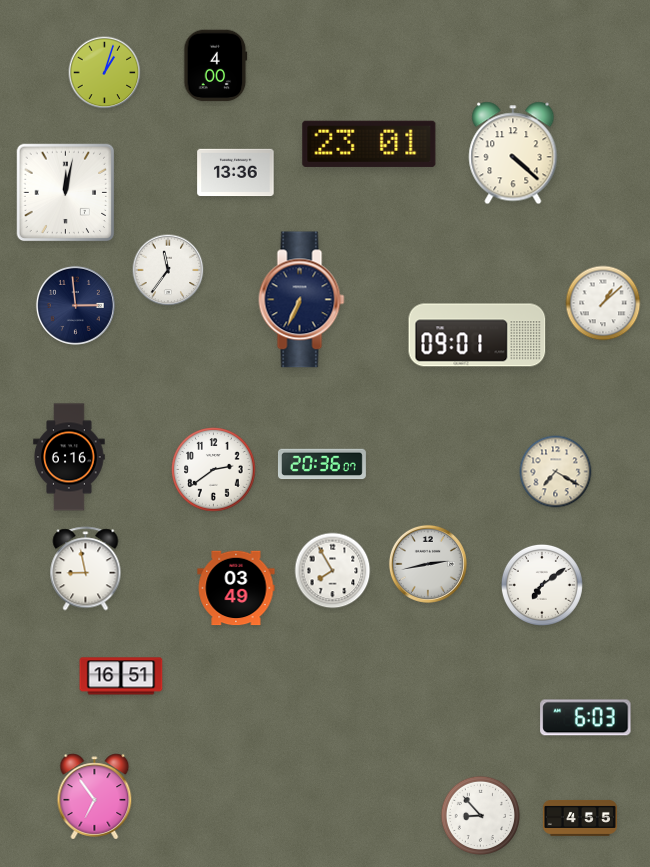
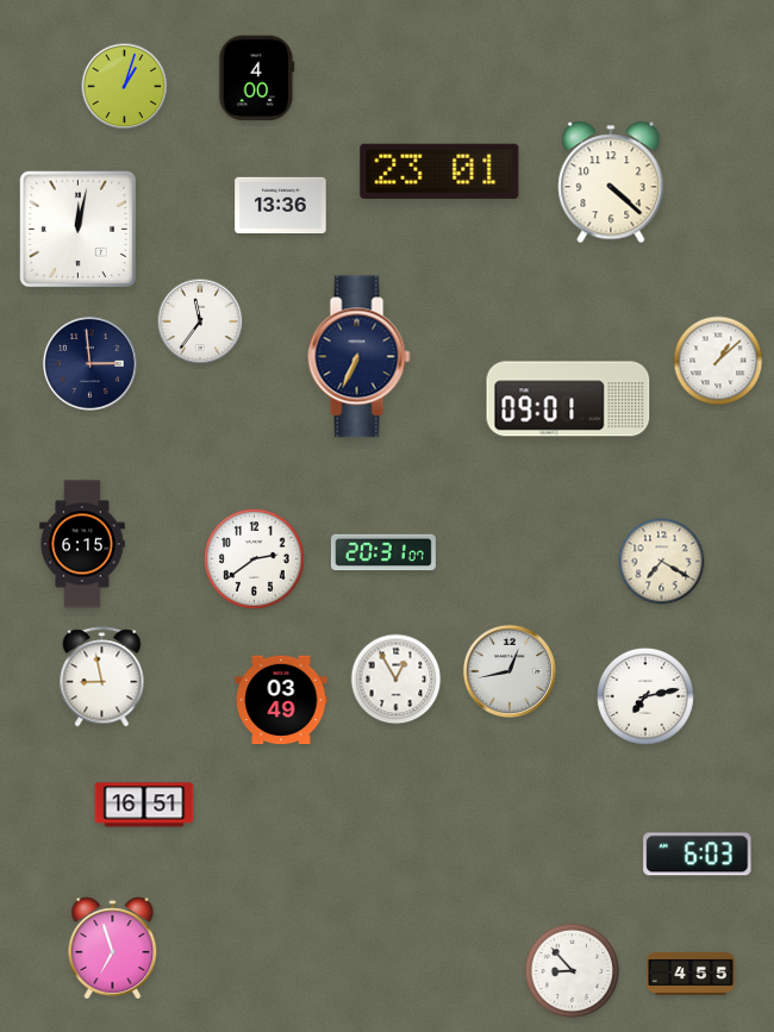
clock at (69, 457): 6:16 -> 6:15
clock at (322, 464): 20:36 -> 20:31
clock at (428, 564): 2:43 -> 12:43
clock at (333, 571): 7:55 -> 12:55
clock at (542, 585): 7:09 -> 7:13
clock at (95, 797): 6:54 -> 6:57
